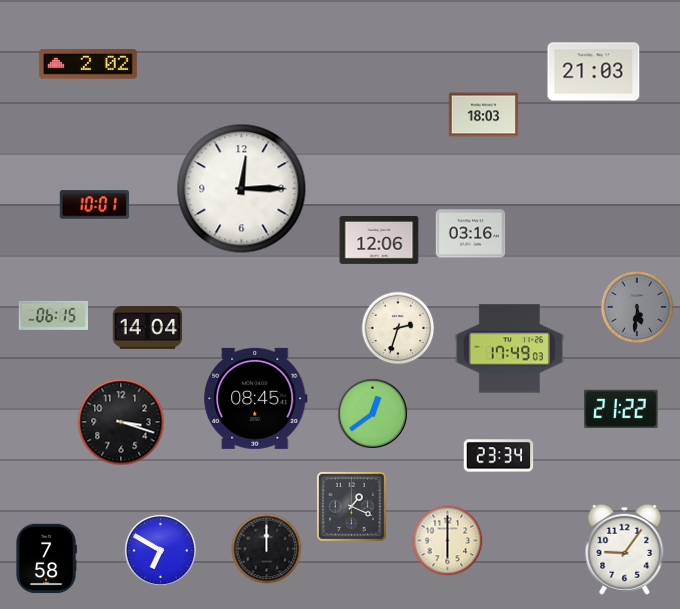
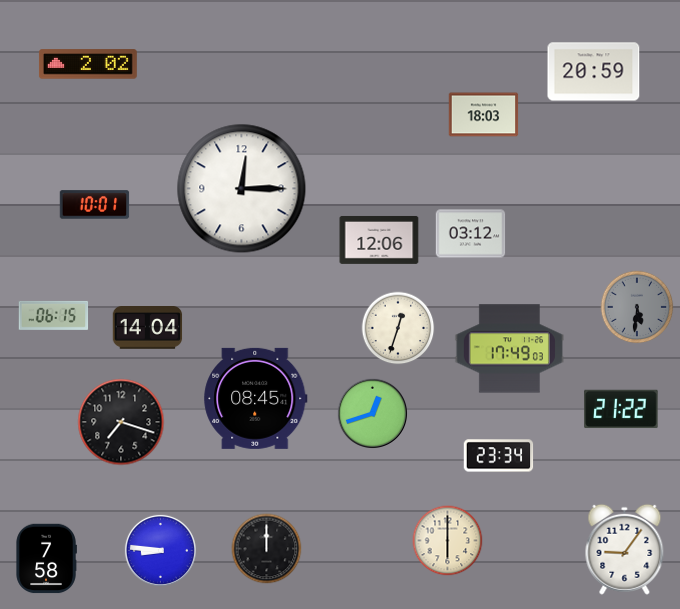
clock at (594, 72): 21:03 -> 20:59
clock at (471, 234): 03:16 -> 03:12
clock at (398, 328): 2:33 -> 12:33
clock at (372, 413): 12:39 -> 12:42
clock at (121, 422): 3:18 -> 7:18
clock at (351, 506): 1:19 -> none
clock at (160, 550): 6:50 -> 8:46
